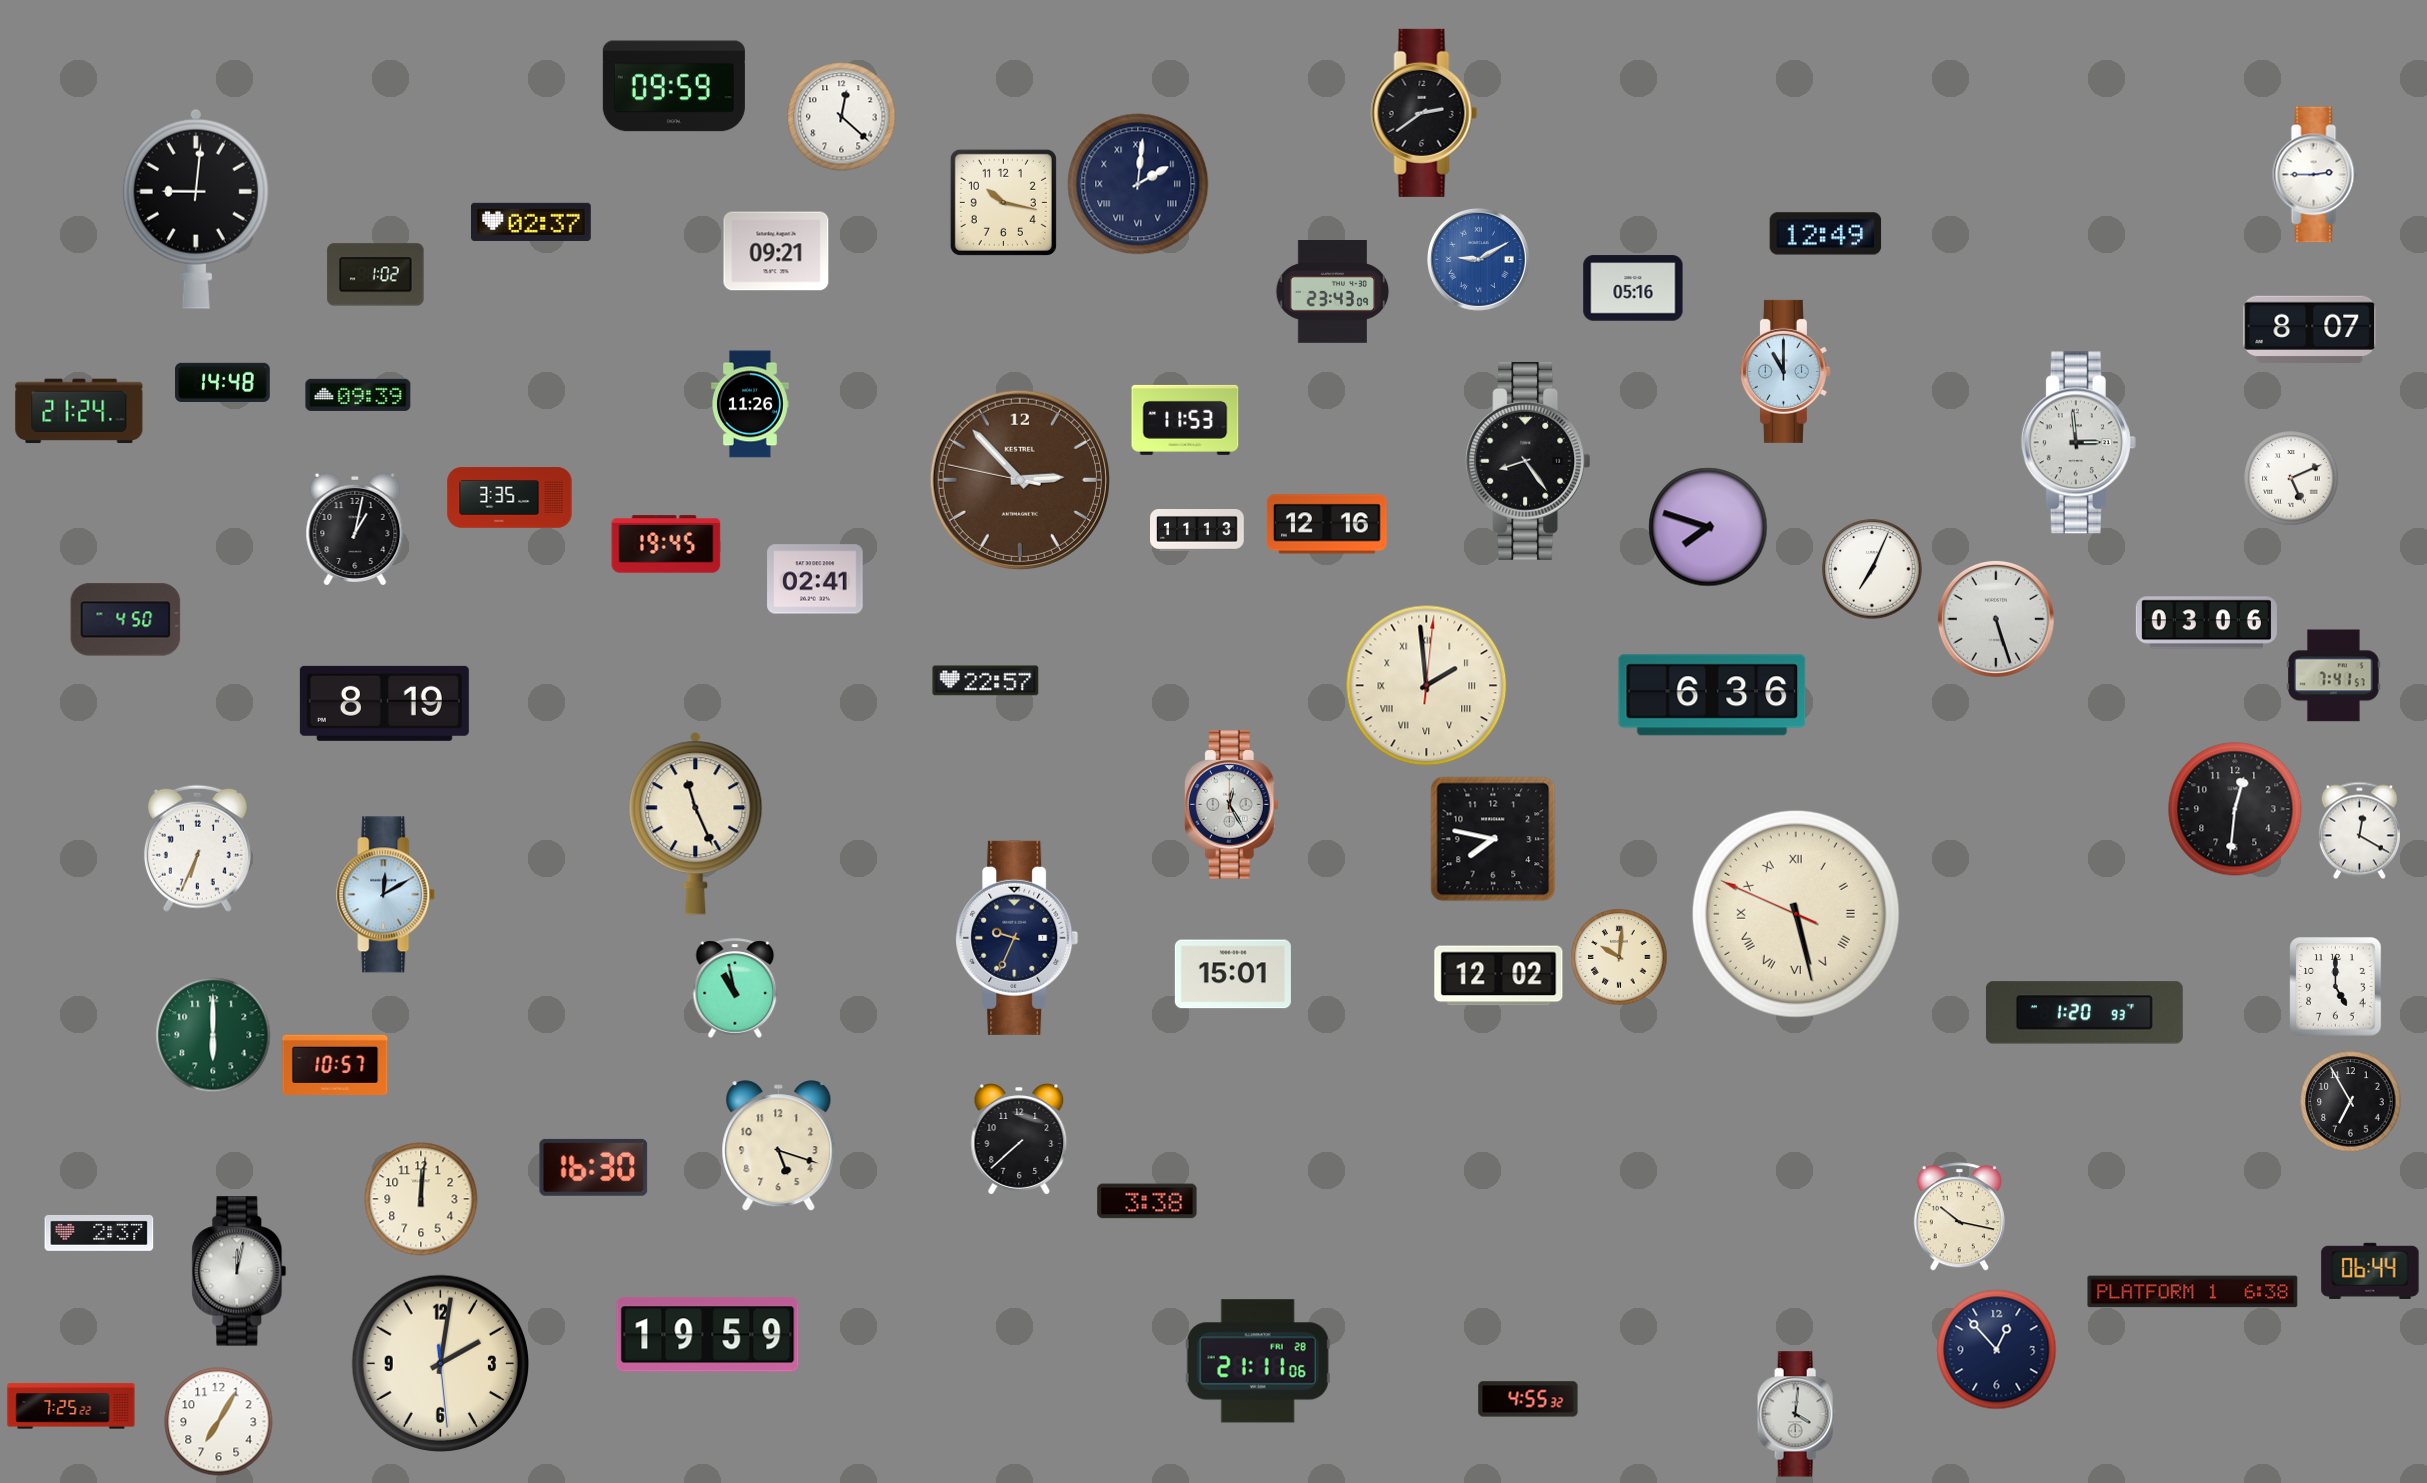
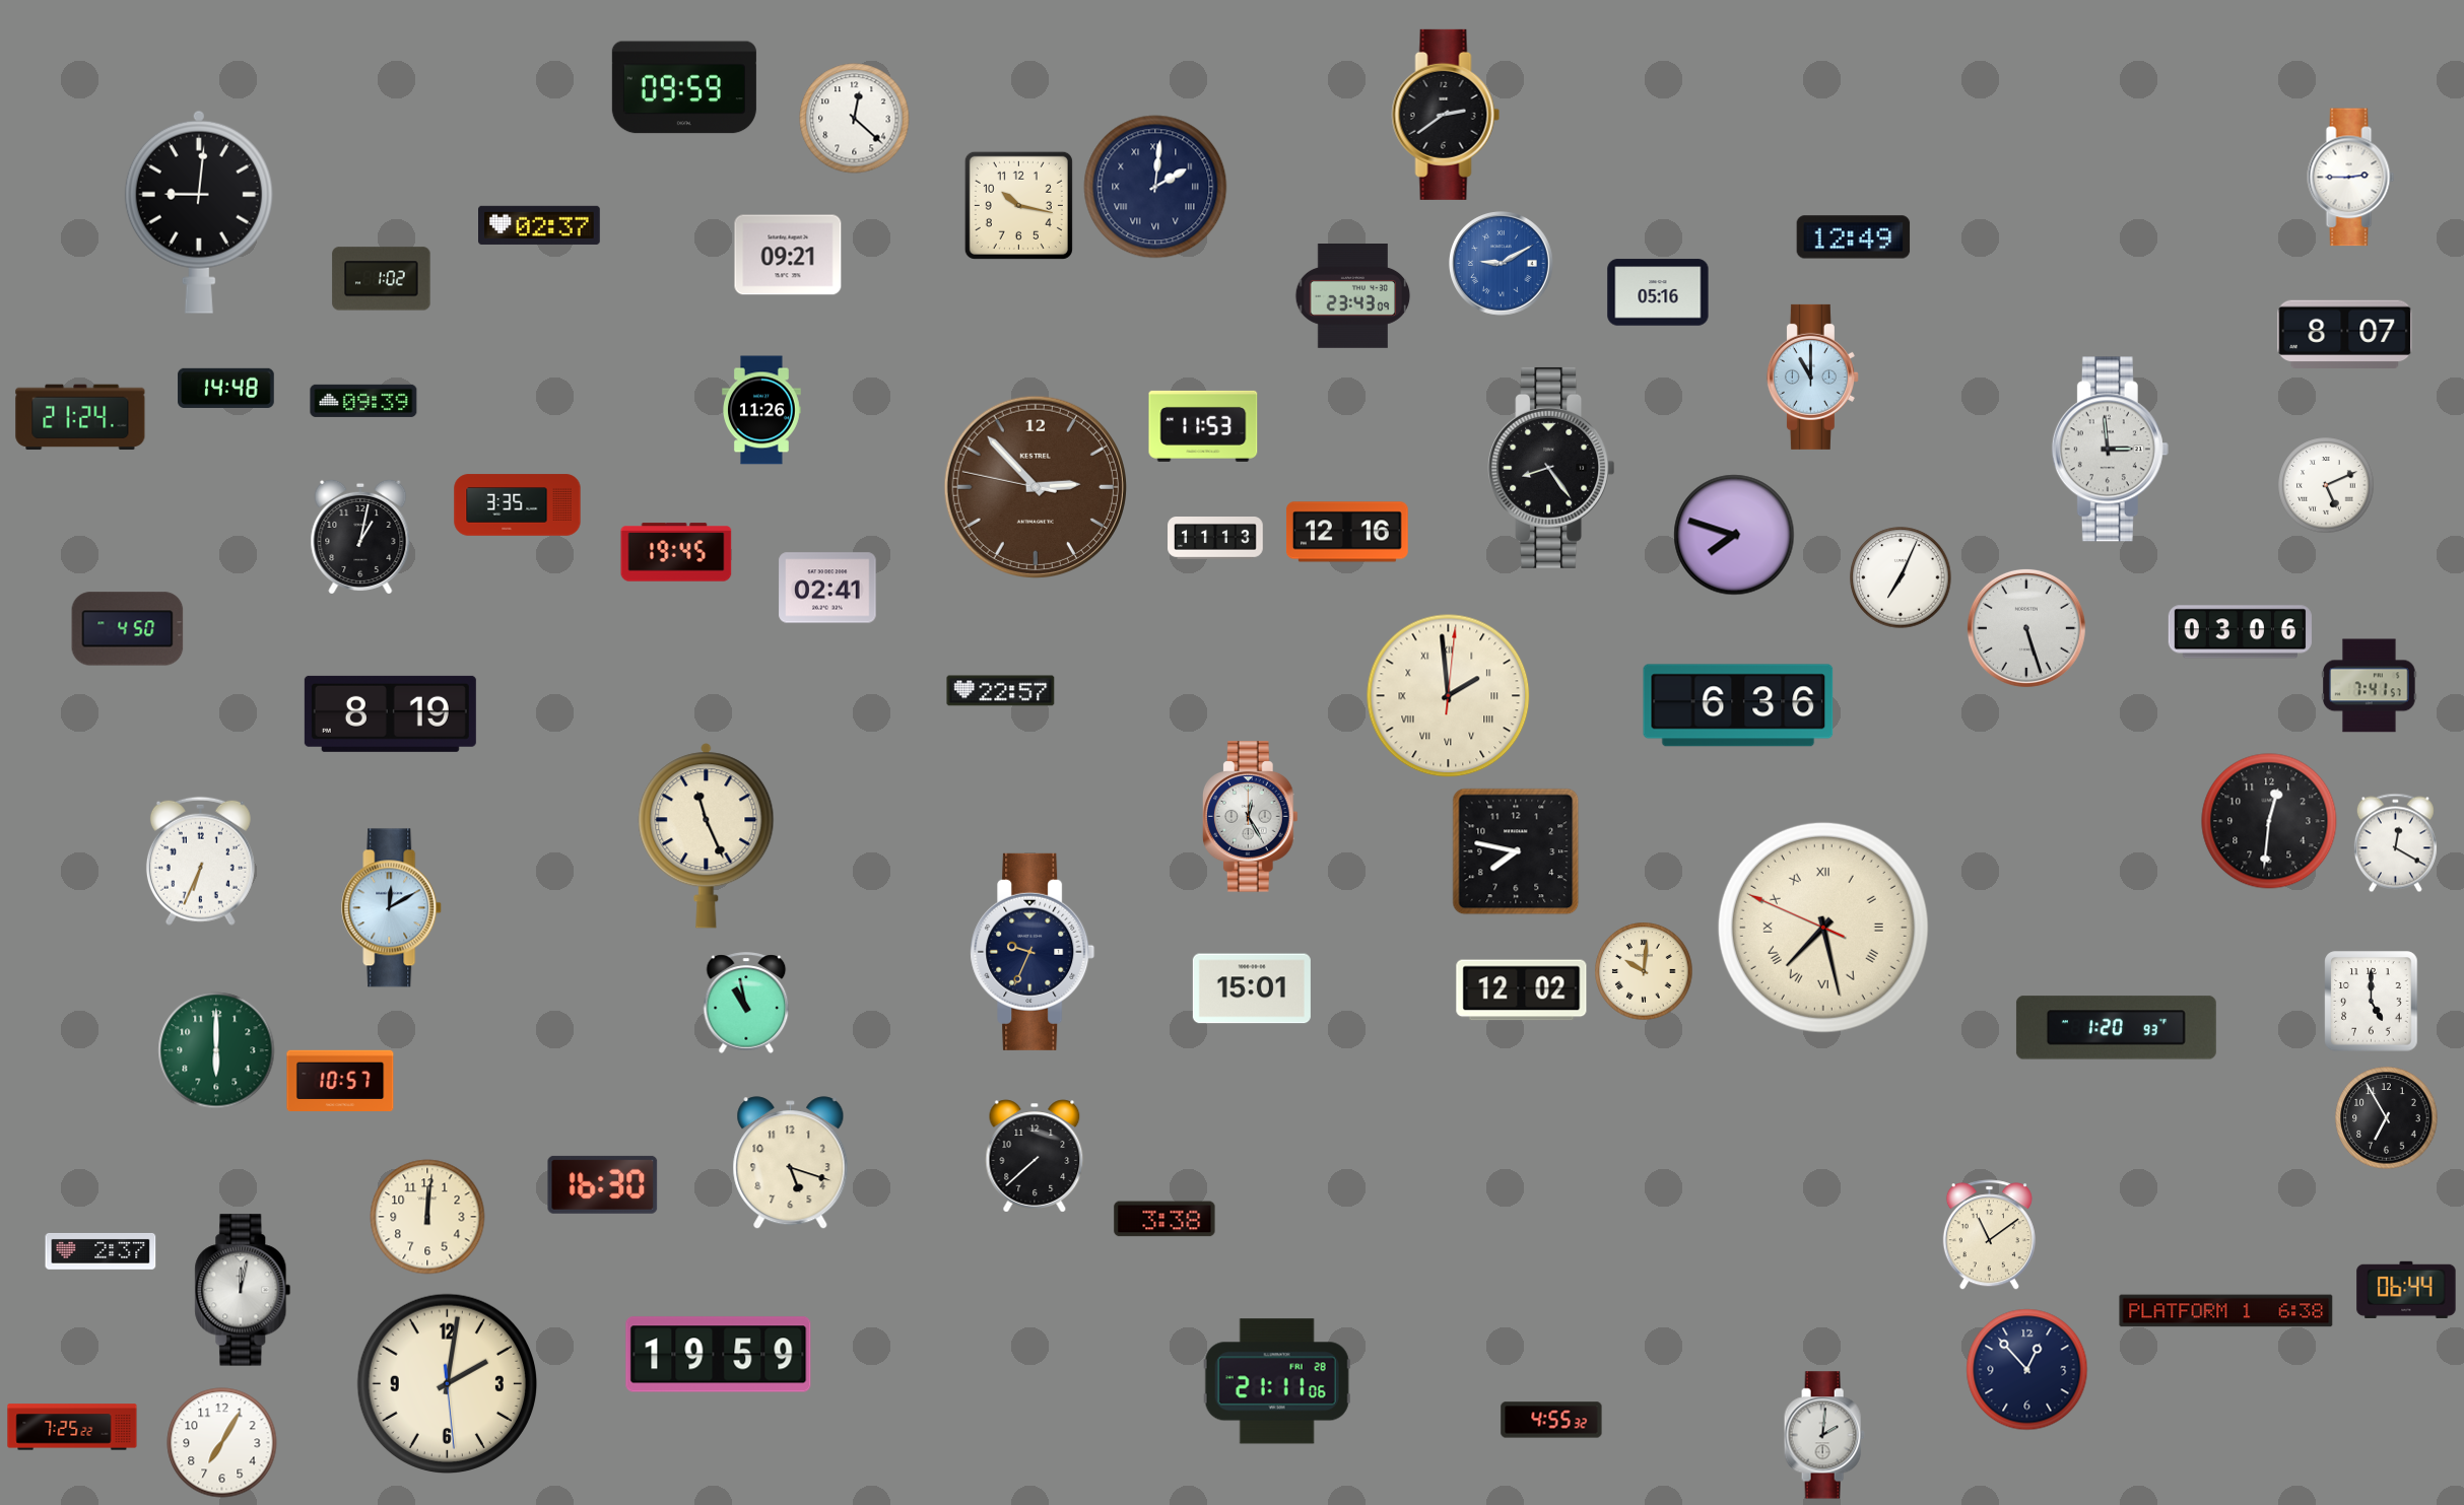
clock at (1796, 914): 5:27 -> 7:27
clock at (1959, 1217): 10:17 -> 11:09
clock at (1797, 1414): 4:01 -> 2:01
